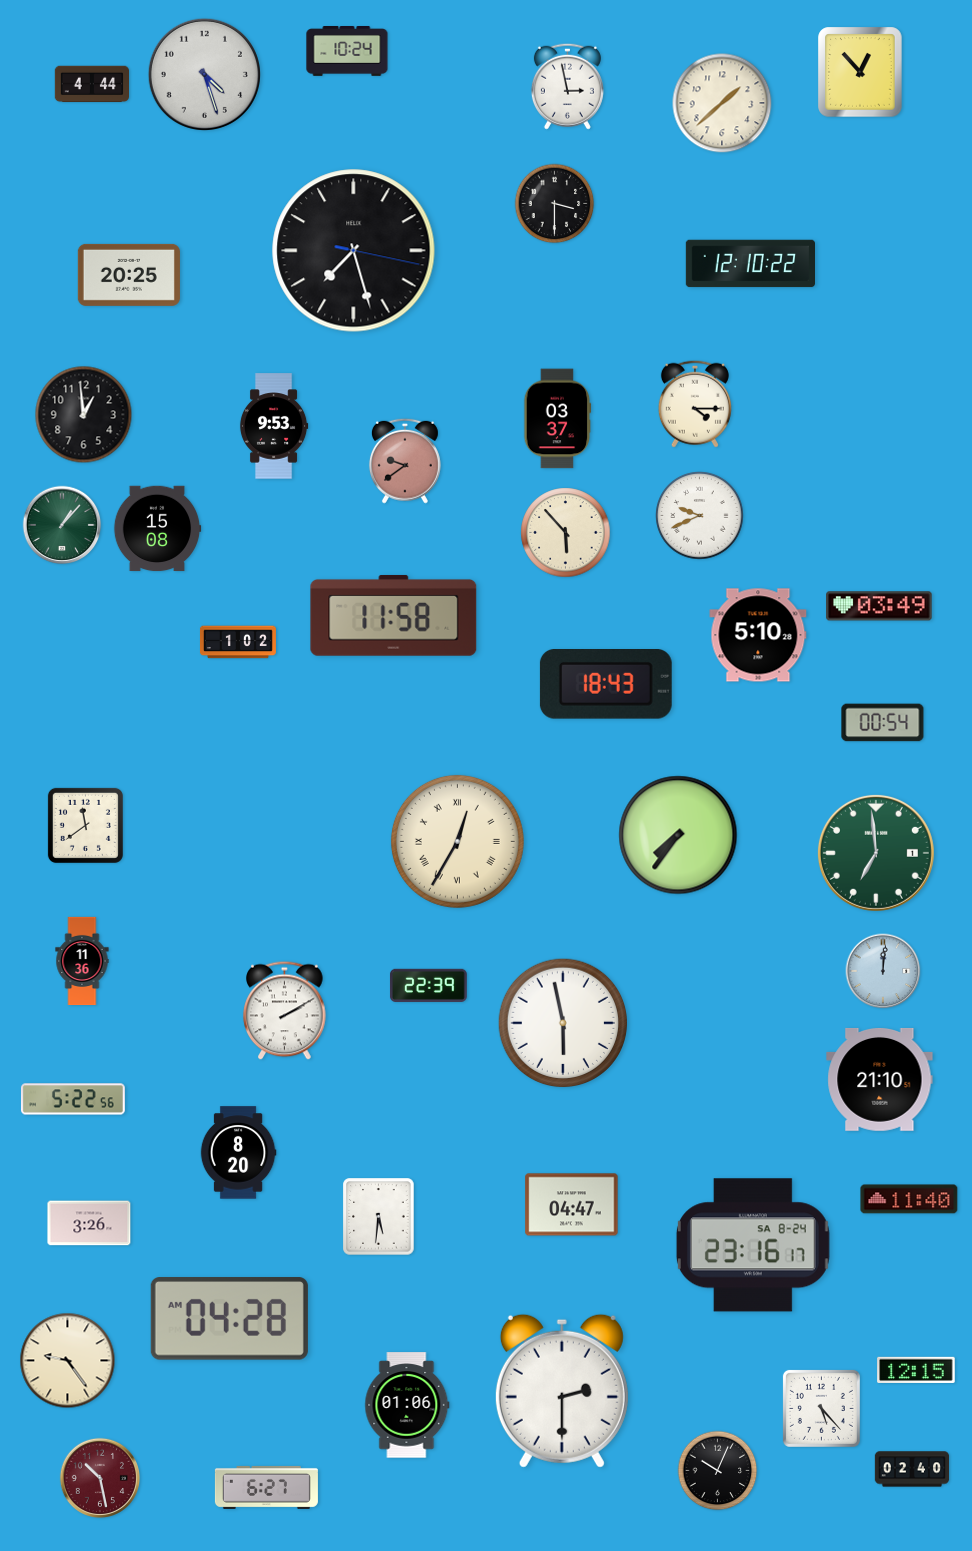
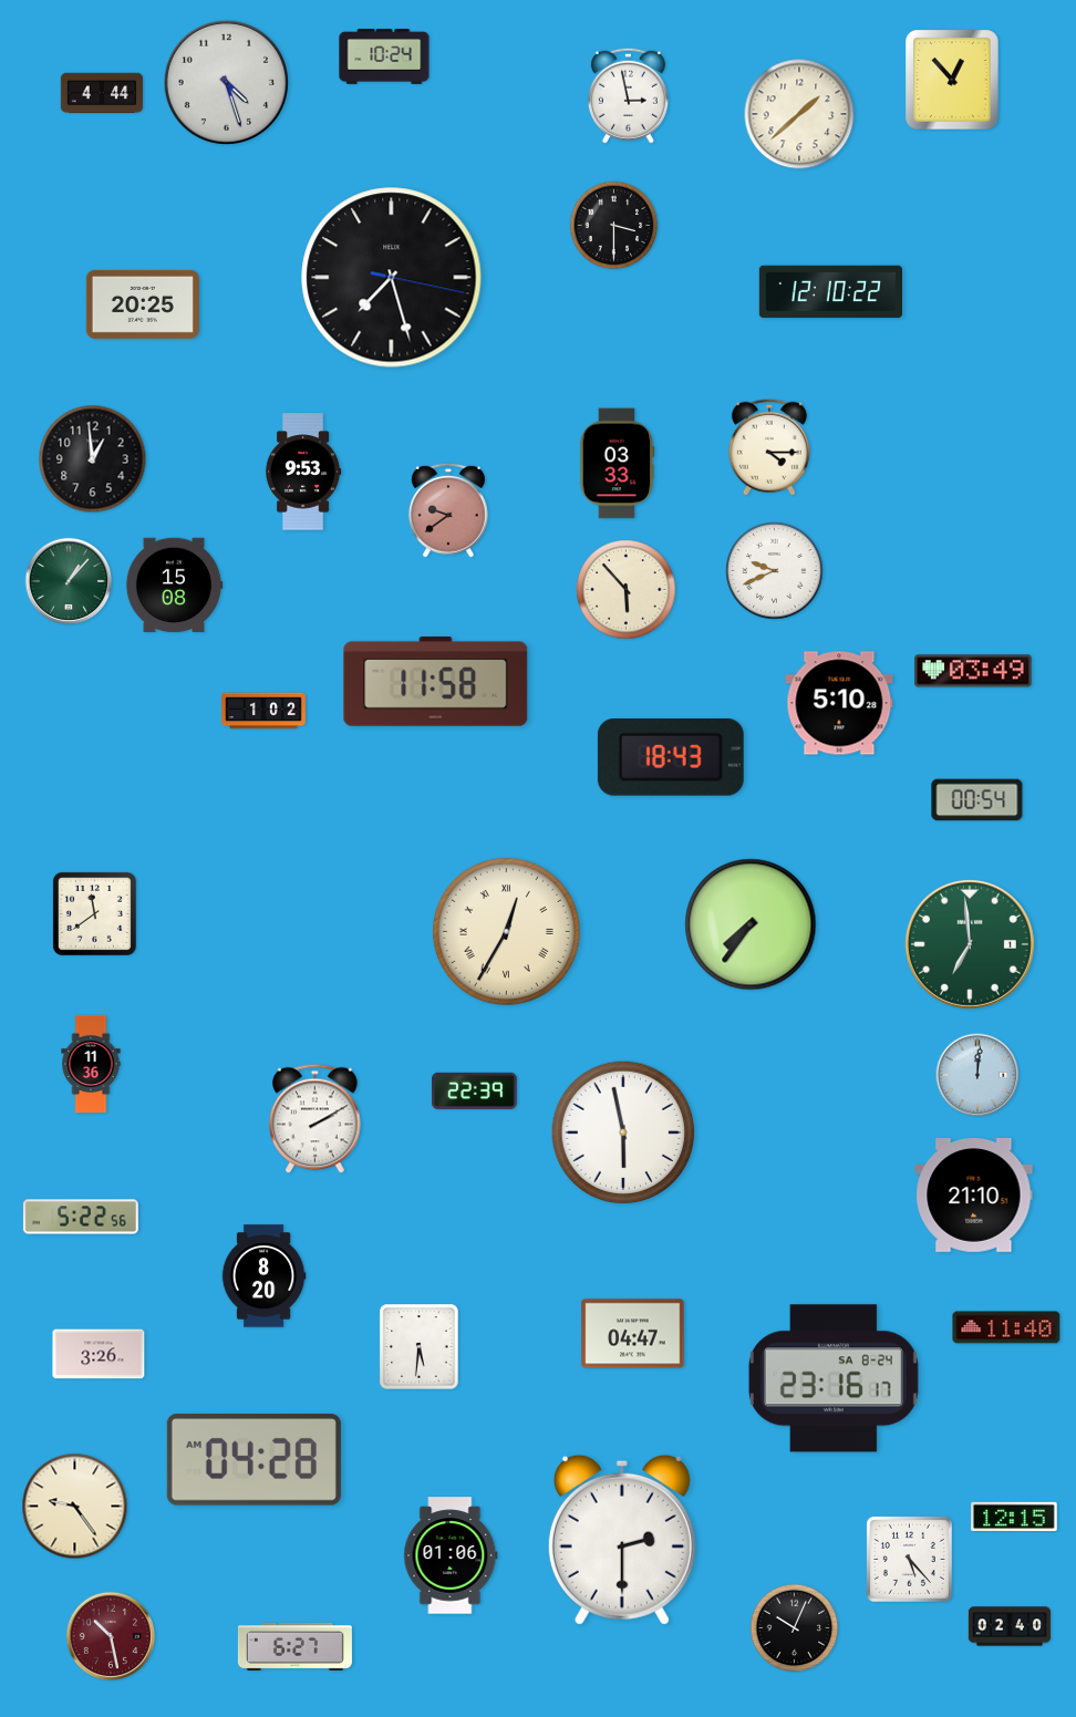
clock at (557, 419): 03:37 -> 03:33
